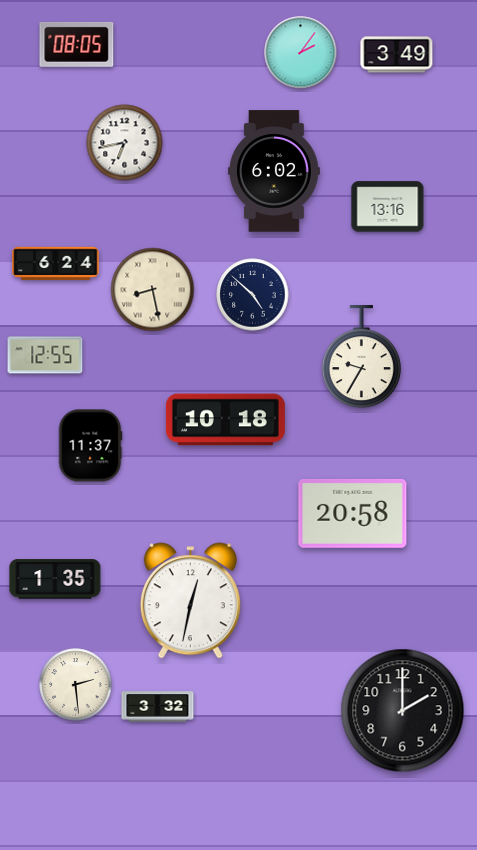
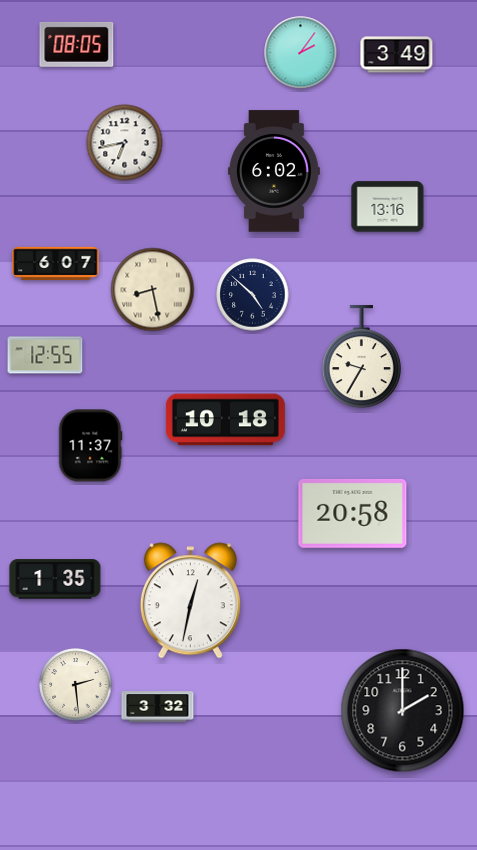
clock at (56, 264): 6:24 -> 6:07
